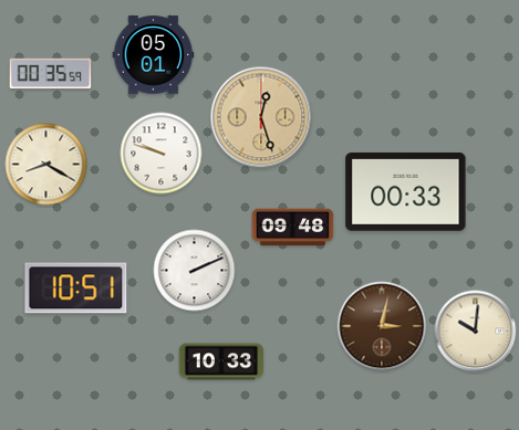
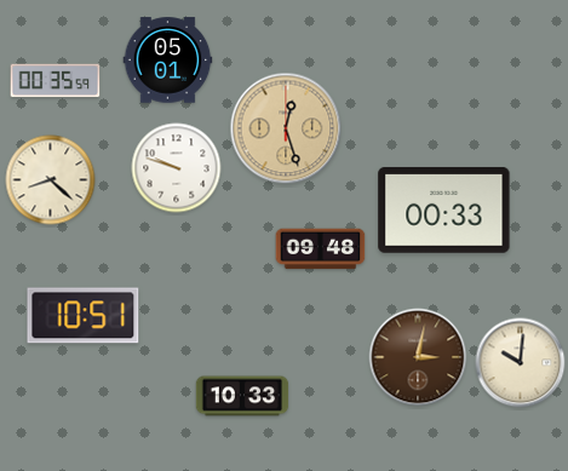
clock at (46, 165): 8:20 -> 8:22
clock at (195, 271): 2:11 -> none
